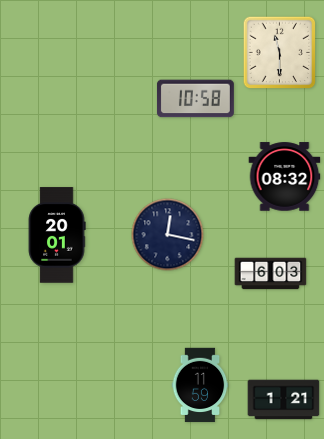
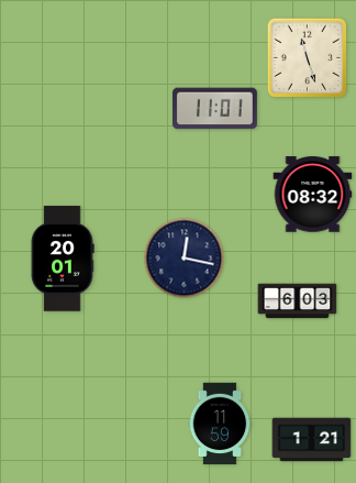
clock at (280, 53): 11:30 -> 11:27
clock at (195, 99): 10:58 -> 11:01
